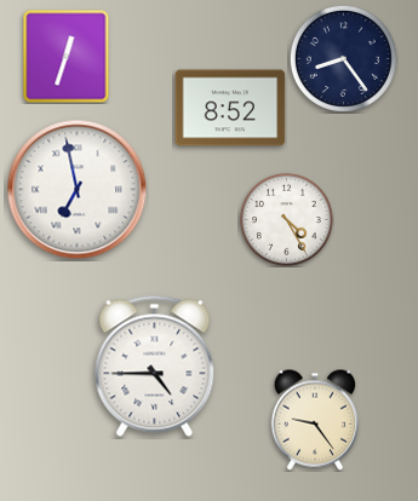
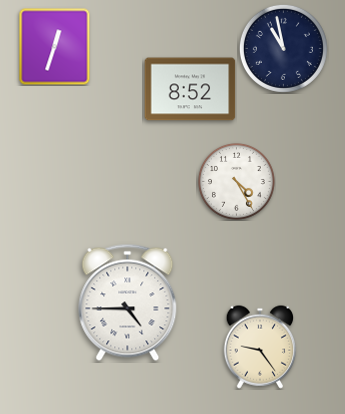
clock at (343, 58): 8:24 -> 10:58
clock at (78, 190): 6:58 -> none
